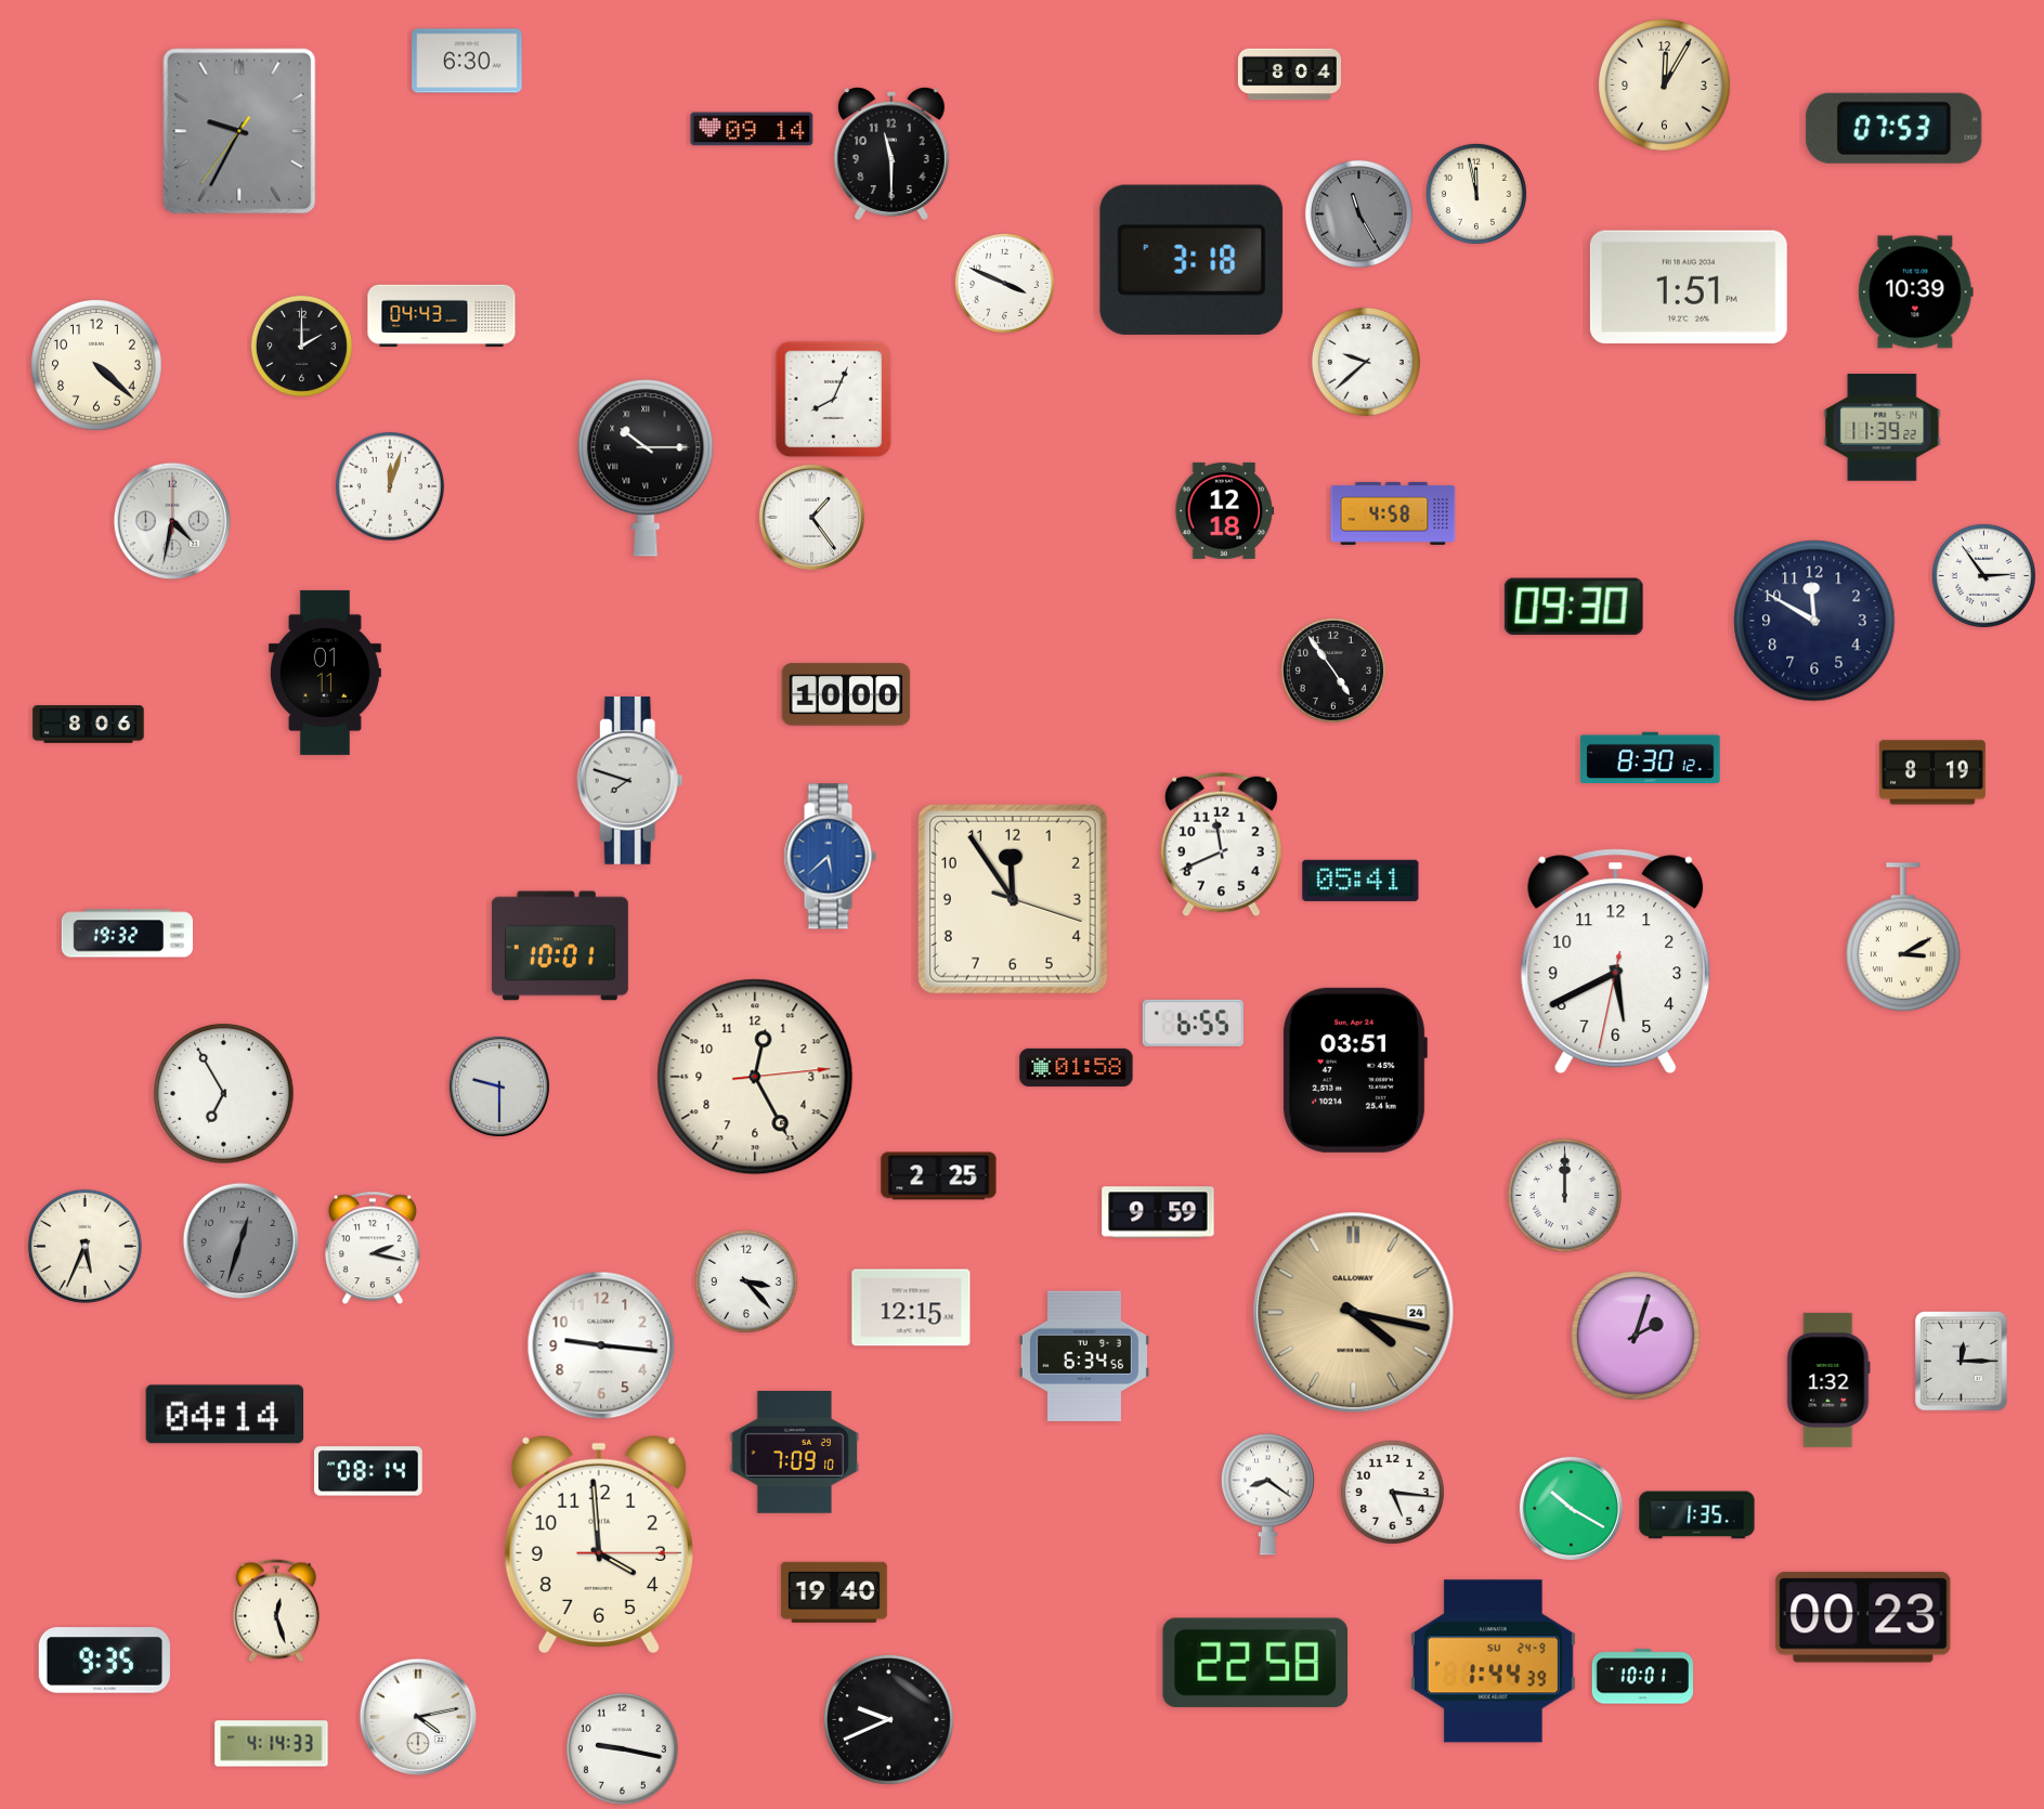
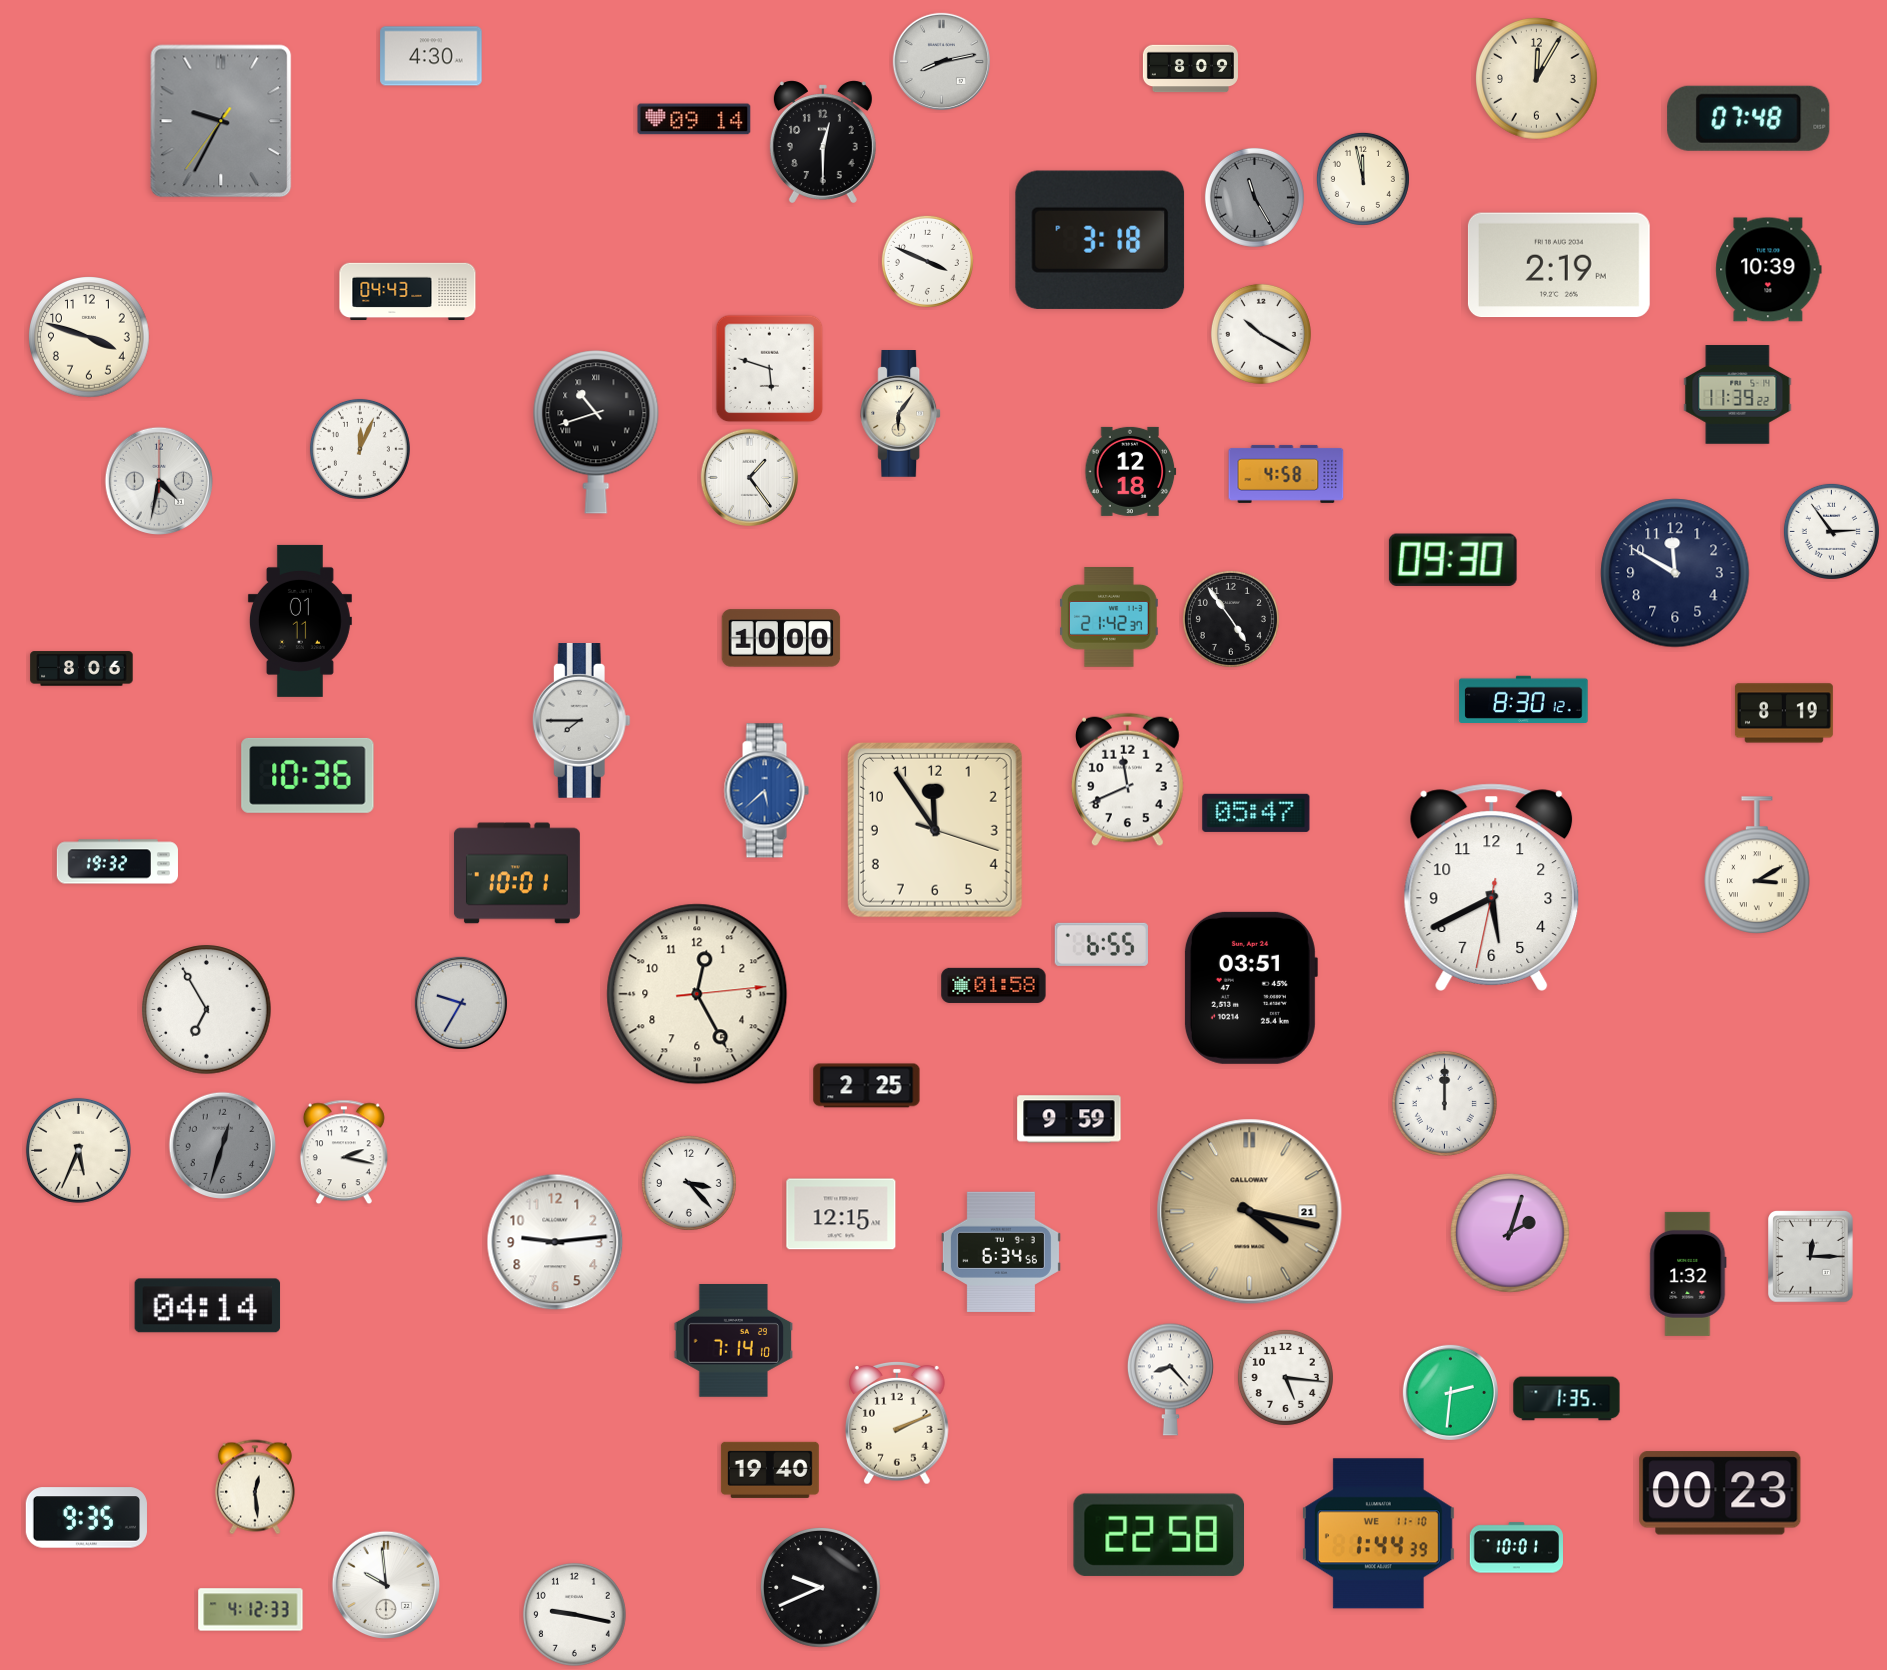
clock at (467, 61): 6:30 -> 4:30
clock at (941, 61): none -> 8:13
clock at (1289, 75): 8:04 -> 8:09
clock at (1895, 128): 07:53 -> 07:48
clock at (891, 154): 11:30 -> 12:30
clock at (1689, 287): 1:51 -> 2:19
clock at (301, 346): 2:00 -> none
clock at (1366, 362): 9:38 -> 10:20
clock at (97, 366): 4:22 -> 3:48
clock at (834, 400): 8:04 -> 5:48
clock at (901, 414): none -> 6:06
clock at (646, 468): 10:15 -> 10:42
clock at (390, 486): 12:03 -> 12:04
clock at (1110, 618): none -> 21:42
clock at (846, 694) position: (846, 694) -> (781, 638)
clock at (629, 781): 7:48 -> 7:45
clock at (308, 775): none -> 10:36
clock at (1361, 881): 05:41 -> 05:47
clock at (499, 1086): 9:30 -> 9:35
clock at (911, 1307) position: (911, 1307) -> (841, 1214)
clock at (1354, 1313) date: 24 -> 21
clock at (601, 1345): 9:16 -> 9:14
clock at (795, 1453): 7:09 -> 7:14
clock at (368, 1471): 08:14 -> none
clock at (1267, 1494): 8:21 -> 8:23
clock at (1571, 1508): 10:20 -> 2:31
clock at (898, 1424): none -> 2:11
clock at (599, 1544): 3:59 -> none
clock at (276, 1611): 12:27 -> 12:29
clock at (104, 1661) position: (104, 1661) -> (86, 1518)
clock at (1493, 1662) date: SU 24-9 -> WE 11-10
clock at (418, 1717): 4:13 -> 9:59
clock at (272, 1744): 4:14 -> 4:12
